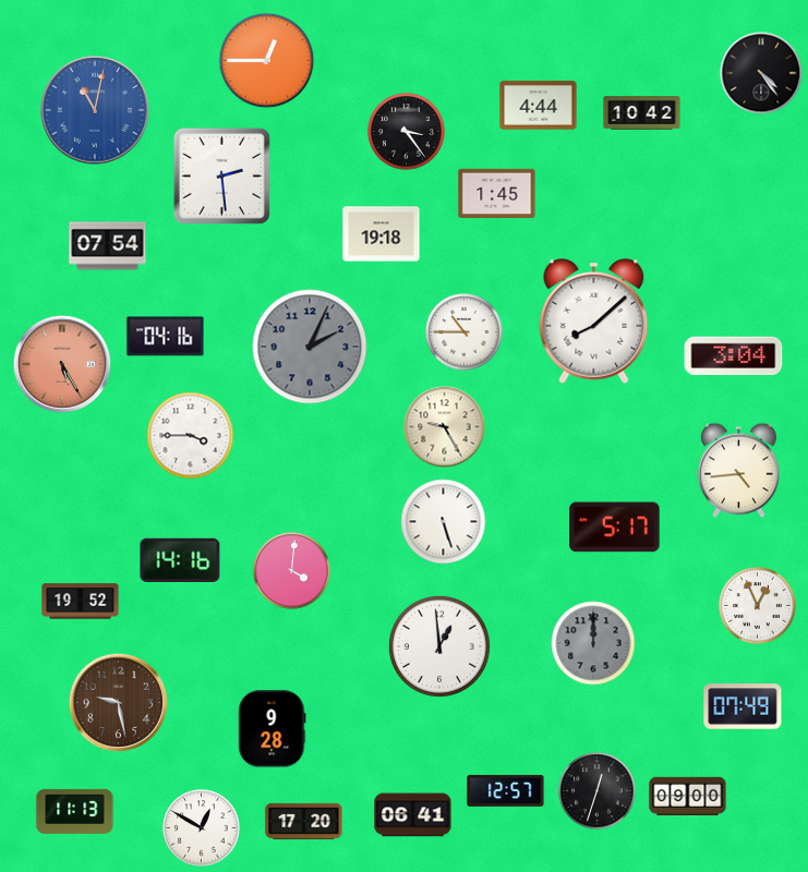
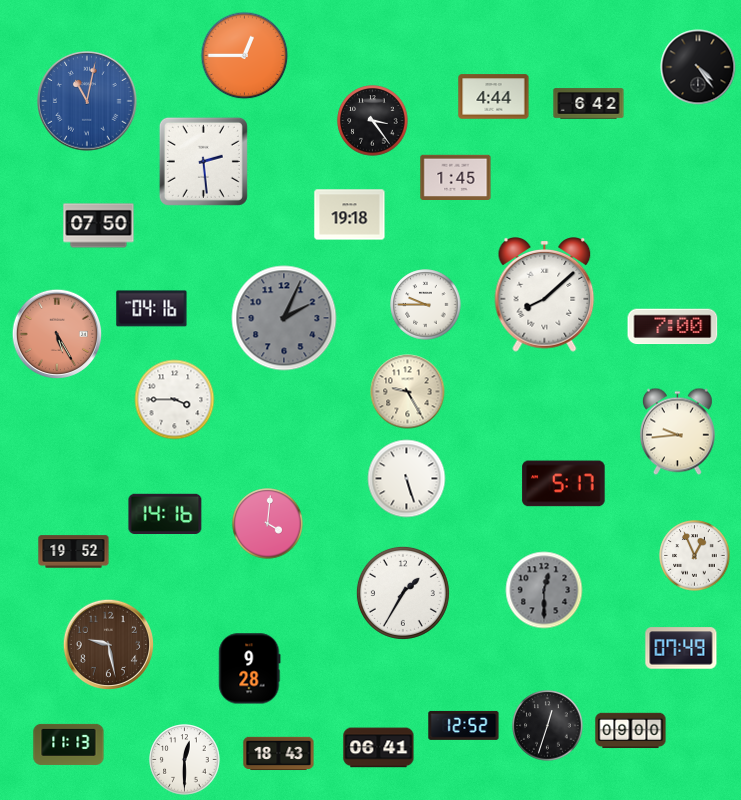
clock at (642, 113): 10:42 -> 6:42
clock at (108, 246): 07:54 -> 07:50
clock at (465, 332): 10:45 -> 9:45
clock at (734, 356): 3:04 -> 7:00
clock at (738, 471): 4:44 -> 9:44
clock at (593, 643): 12:00 -> 12:30
clock at (439, 646): 12:59 -> 1:35
clock at (506, 790): 12:57 -> 12:52
clock at (304, 822): 17:20 -> 18:43
clock at (202, 828): 12:50 -> 12:30
